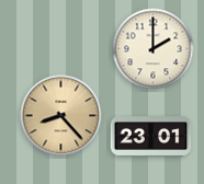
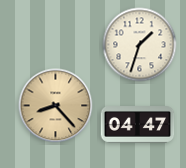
clock at (154, 49): 2:00 -> 1:33
clock at (151, 137): 23:01 -> 04:47
